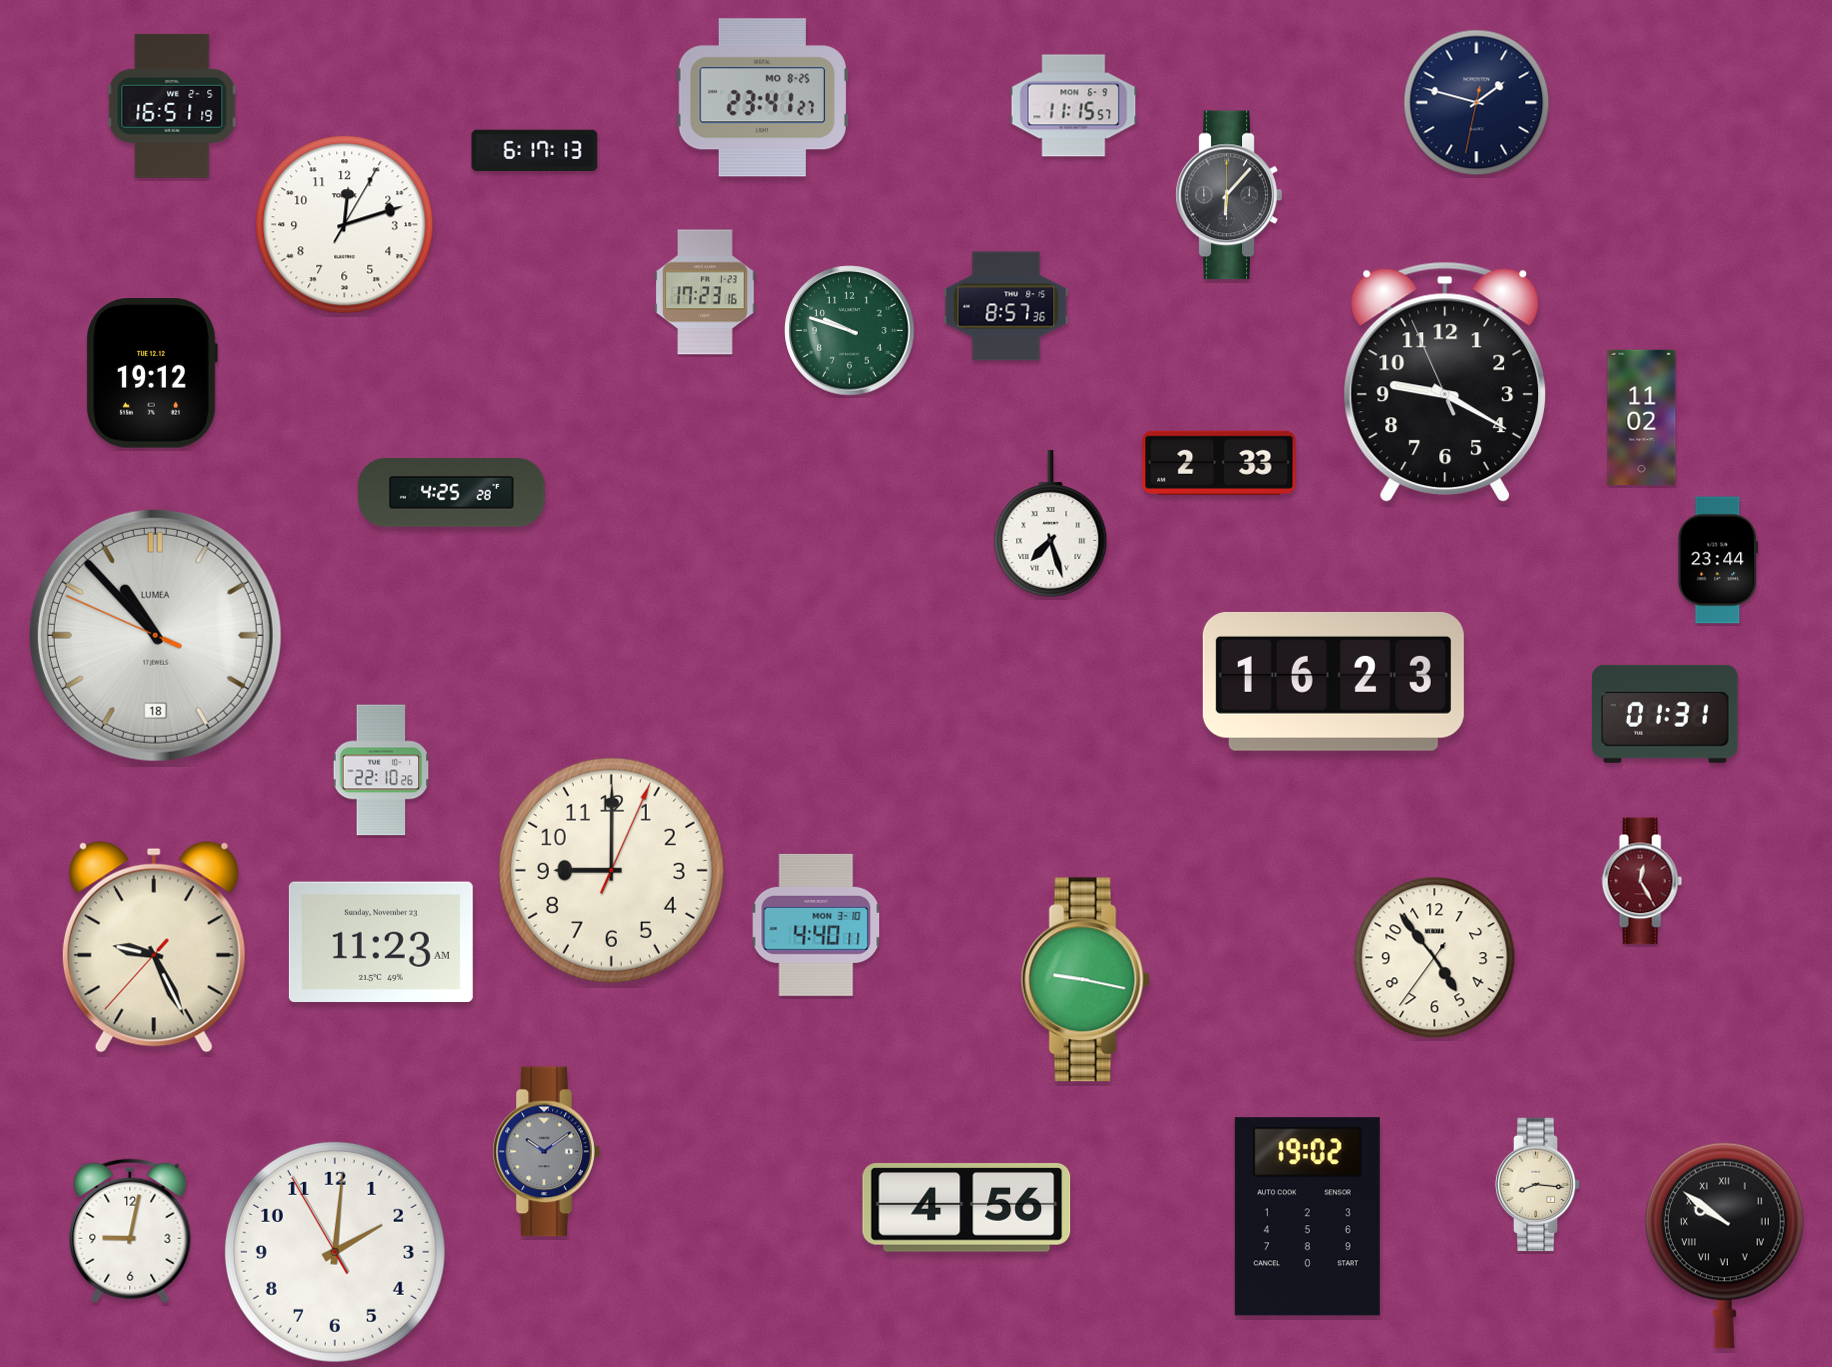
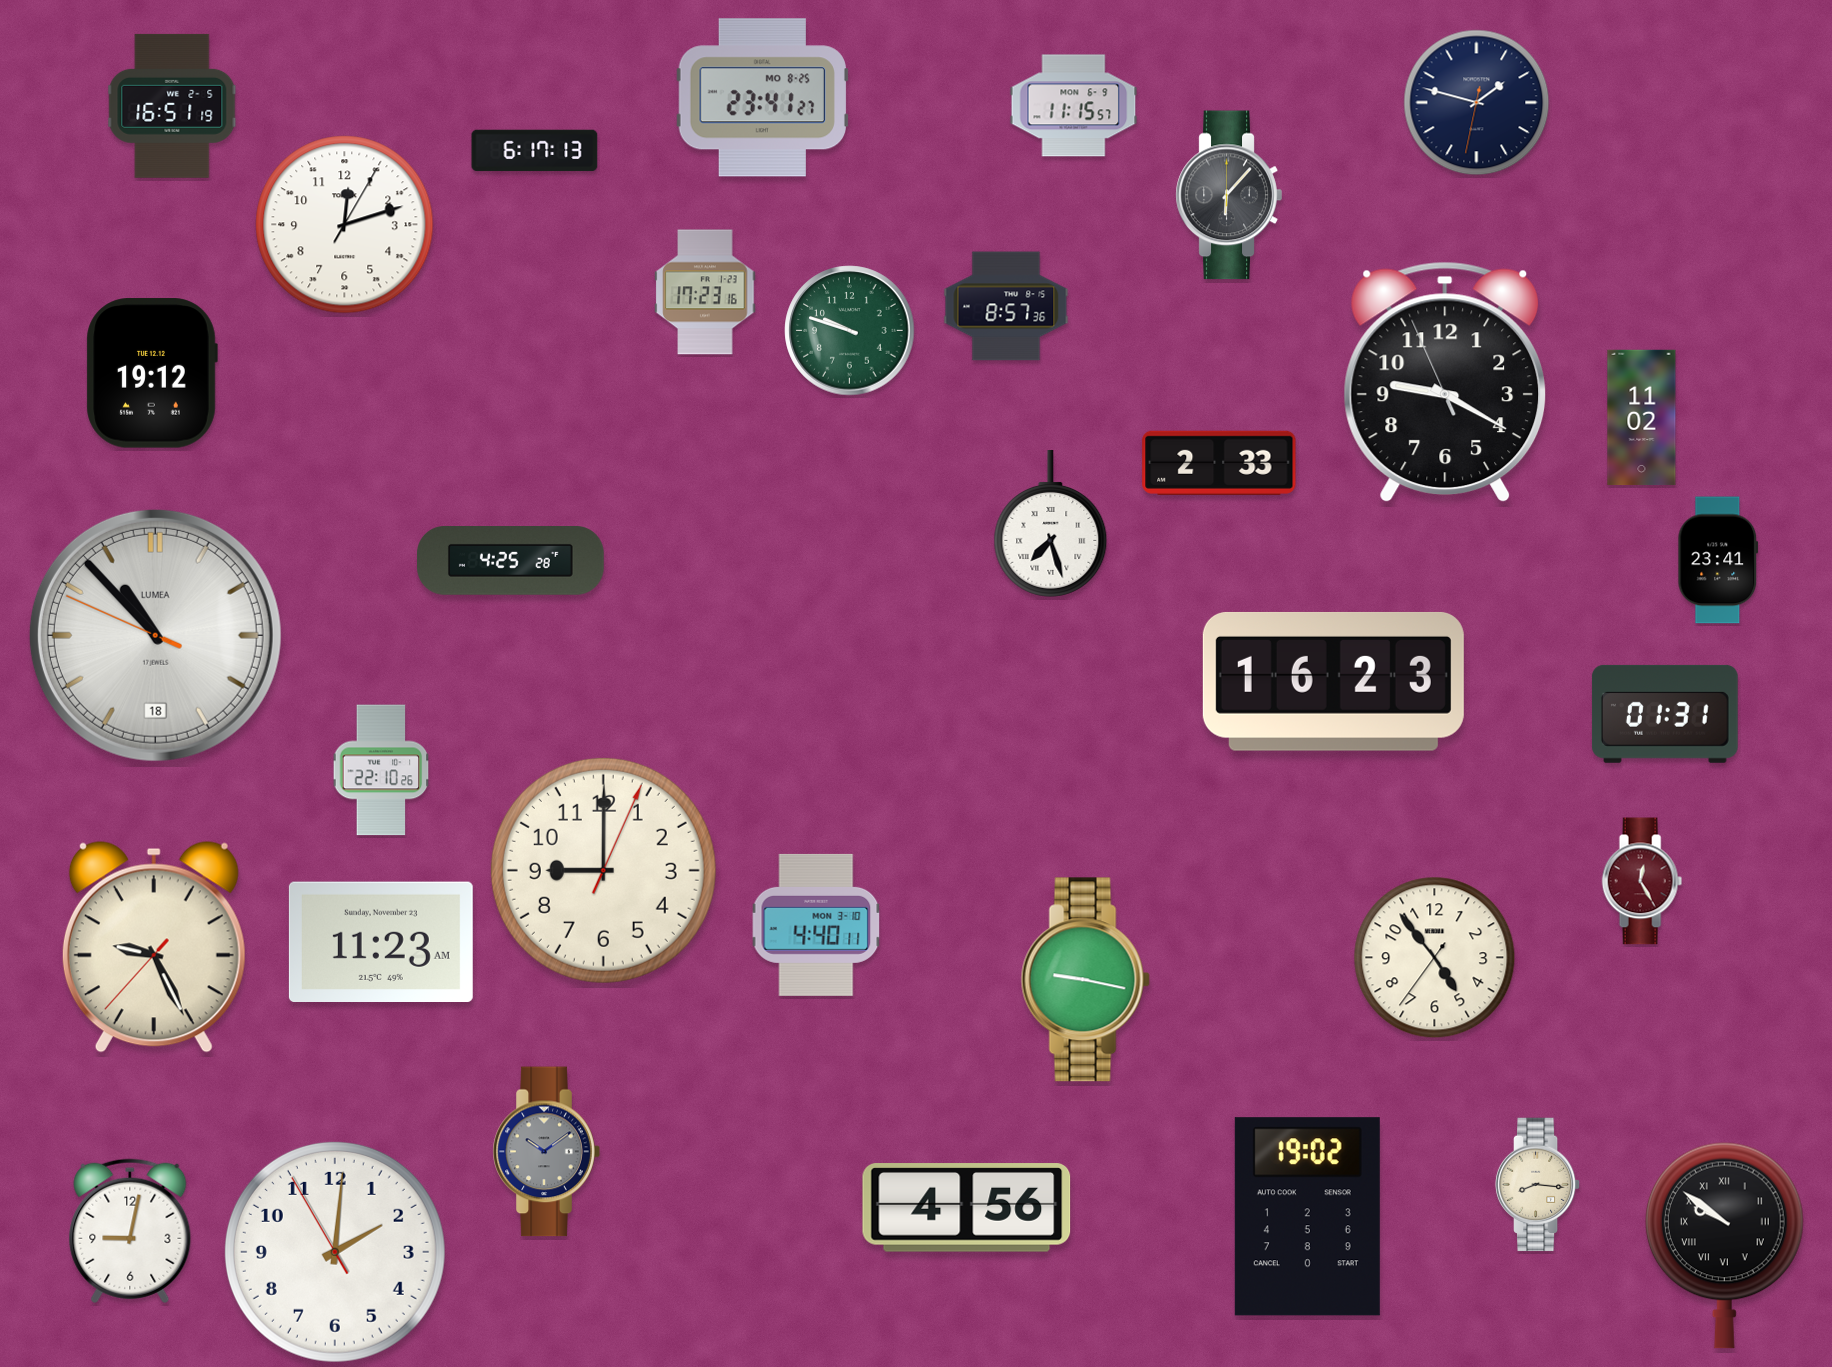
clock at (452, 493) position: (452, 493) -> (511, 561)
clock at (1718, 560): 23:44 -> 23:41
clock at (611, 870) position: (611, 870) -> (603, 870)
